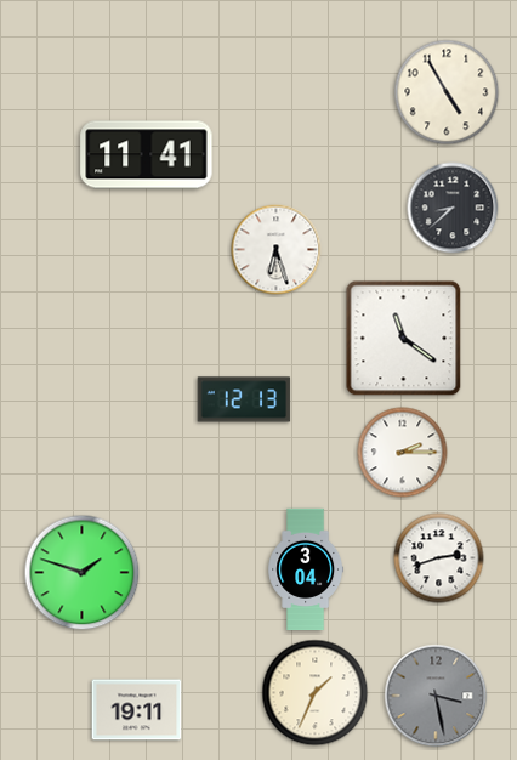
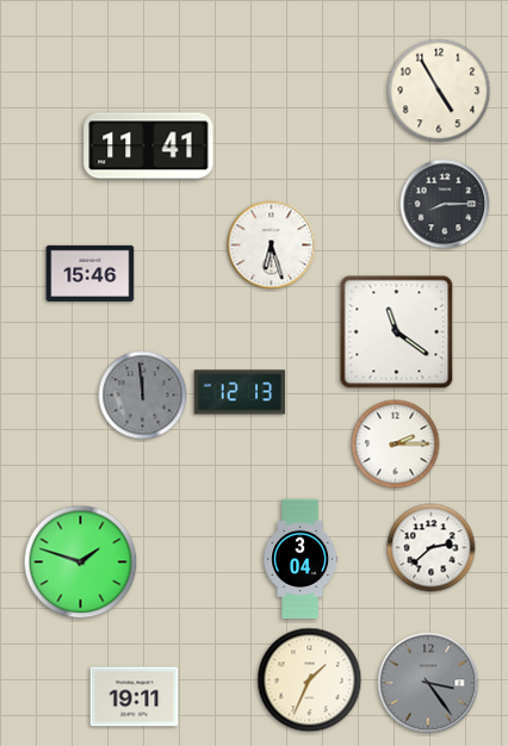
clock at (147, 155) position: (147, 155) -> (149, 147)
clock at (453, 208): 8:38 -> 8:15
clock at (91, 273): none -> 15:46
clock at (143, 396): none -> 11:59
clock at (439, 558): 2:42 -> 2:38
clock at (436, 696): 3:28 -> 3:24
